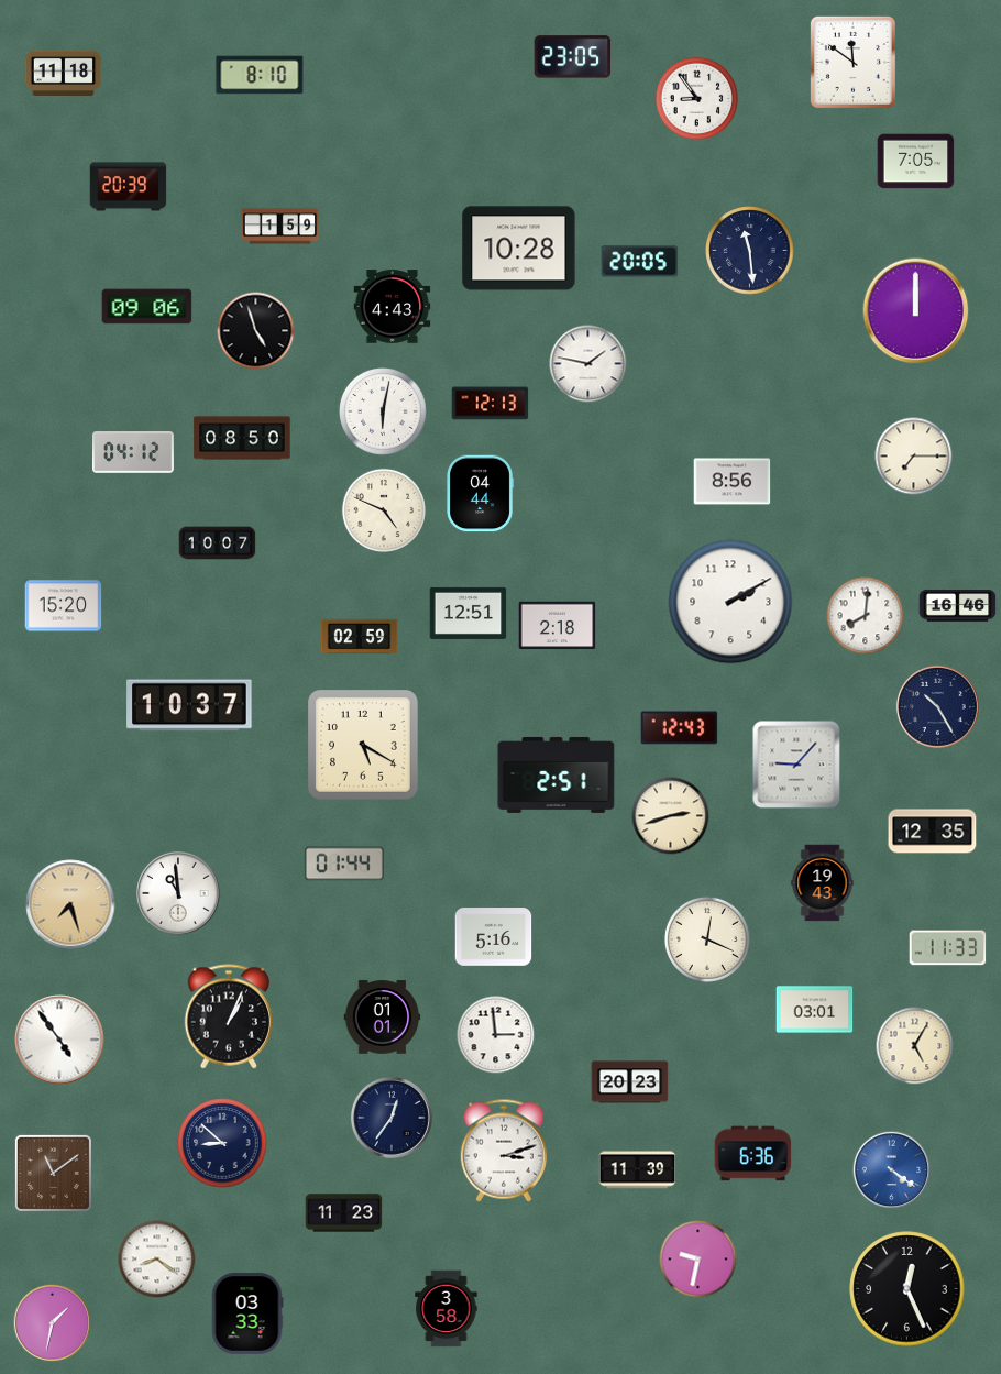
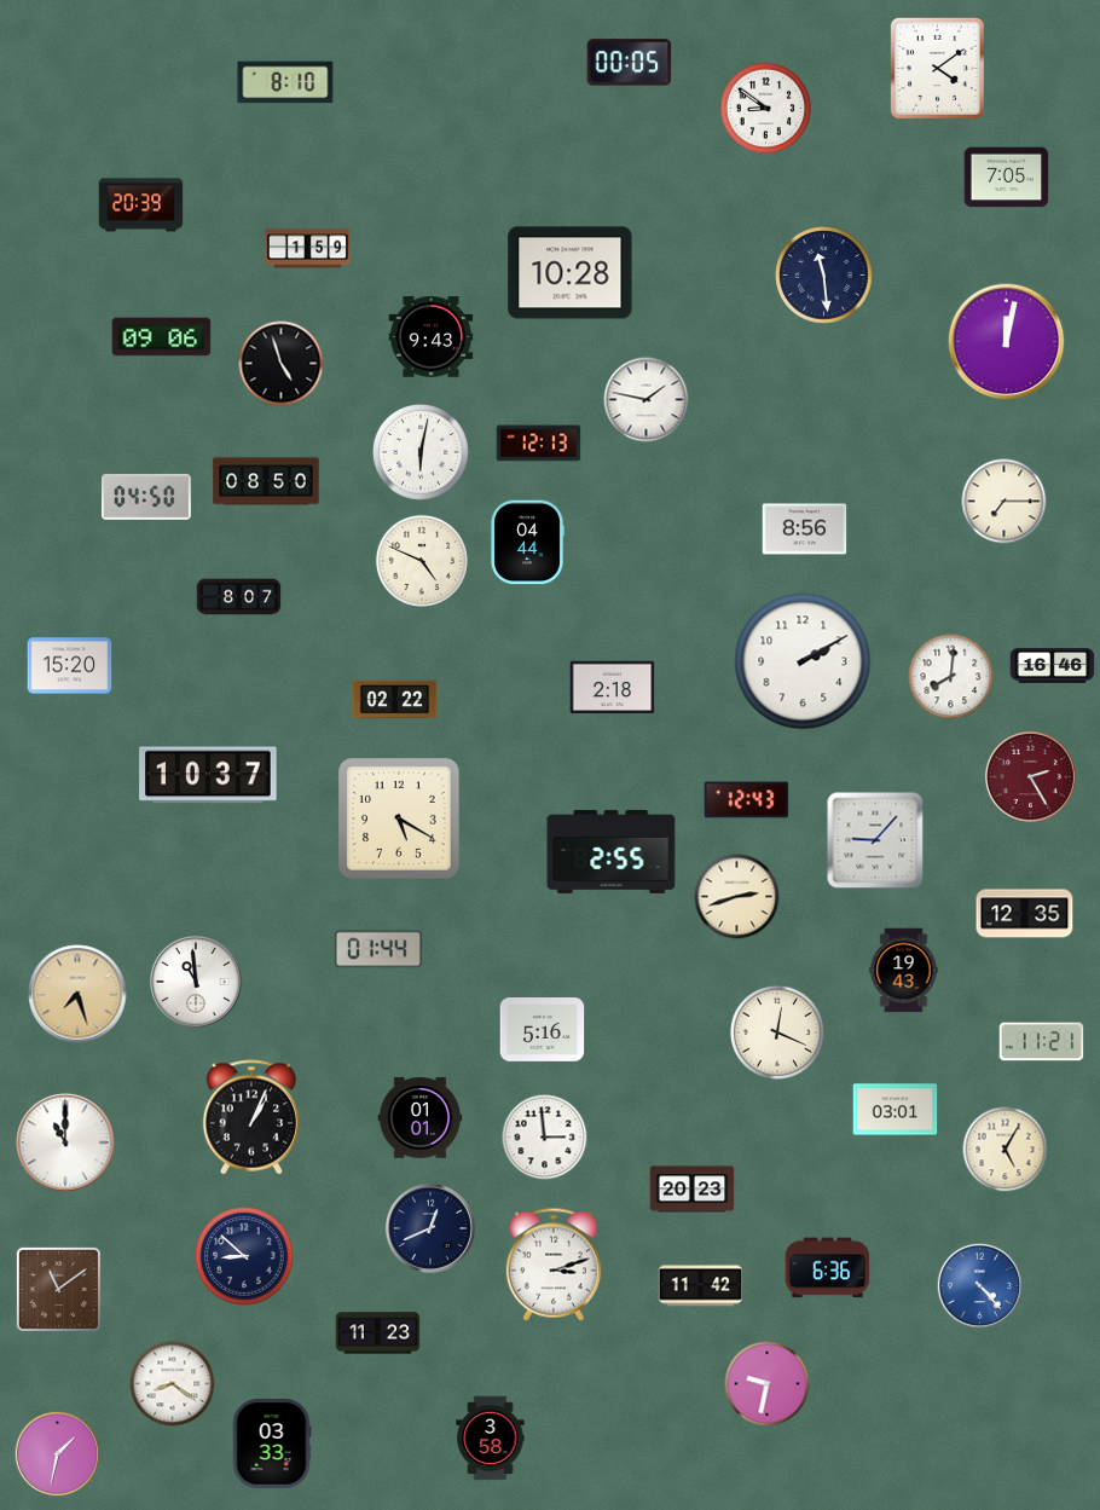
clock at (573, 57): 23:05 -> 00:05
clock at (853, 62): 11:51 -> 4:09
clock at (64, 73): 11:18 -> none
clock at (697, 99): 8:54 -> 8:51
clock at (640, 262): 20:05 -> none
clock at (393, 307): 4:43 -> 9:43
clock at (916, 311): 12:00 -> 12:02
clock at (133, 452): 04:12 -> 04:50
clock at (218, 543): 10:07 -> 8:07
clock at (469, 613): 12:51 -> none
clock at (360, 637): 02:59 -> 02:22
clock at (937, 706): 10:25 -> 2:25
clock at (937, 706) dial: navy -> burgundy
clock at (557, 774): 2:51 -> 2:55
clock at (948, 948): 11:33 -> 11:21
clock at (59, 1040): 4:54 -> 11:00
clock at (392, 1118): 12:36 -> 12:41
clock at (638, 1170): 11:39 -> 11:42
clock at (892, 1170): 4:21 -> 4:23
clock at (908, 1289): 12:26 -> none
